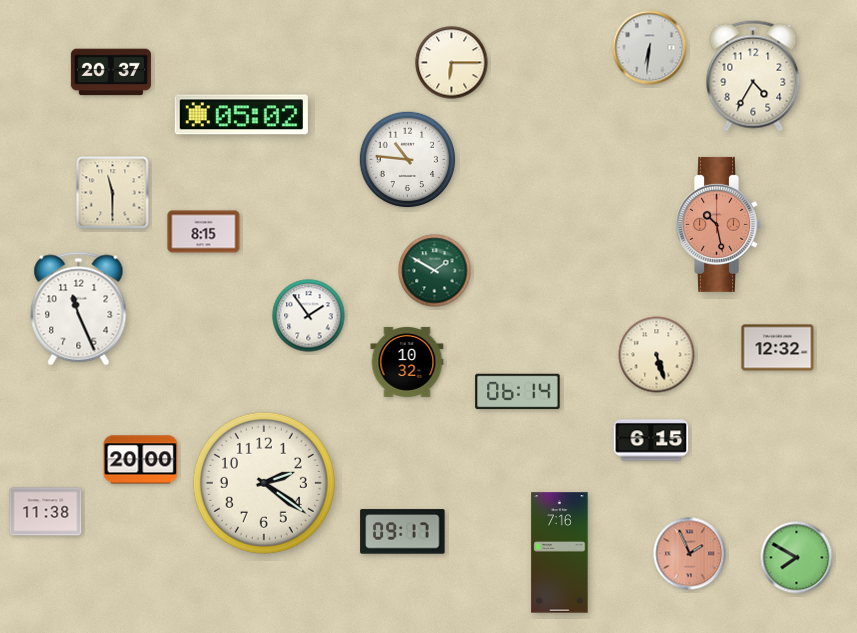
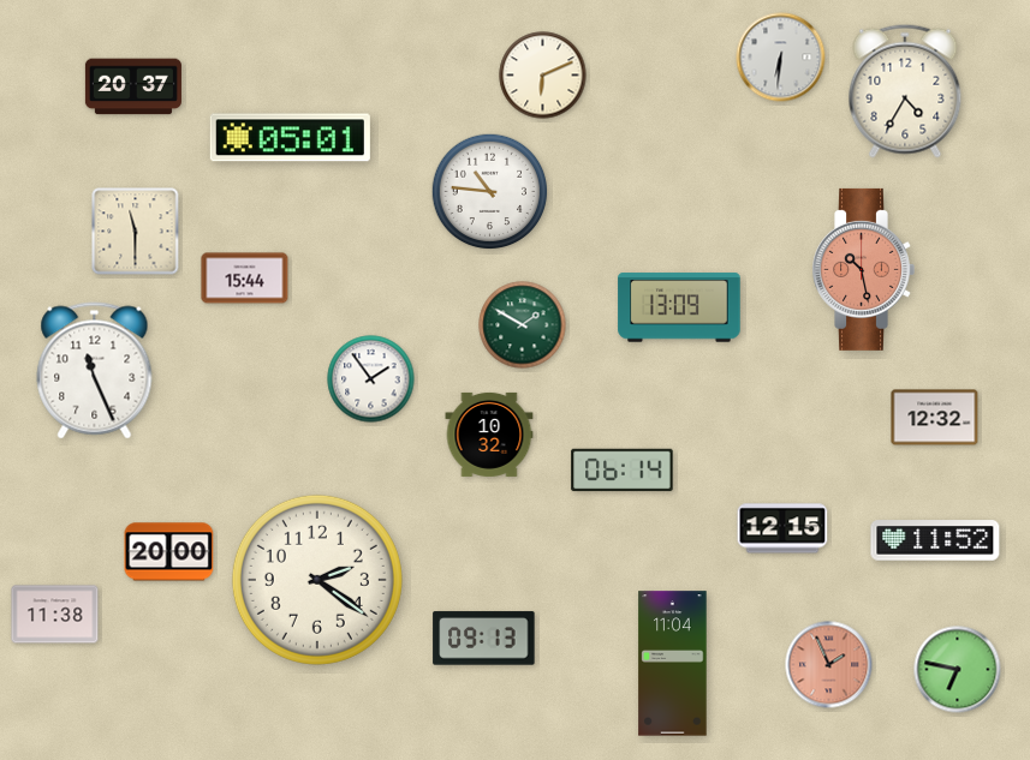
clock at (452, 63): 6:15 -> 6:11
clock at (241, 115): 05:02 -> 05:01
clock at (204, 232): 8:15 -> 15:44
clock at (679, 307): none -> 13:09
clock at (657, 355): 5:27 -> none
clock at (651, 440): 6:15 -> 12:15
clock at (935, 540): none -> 11:52
clock at (403, 532): 09:17 -> 09:13
clock at (560, 553): 7:16 -> 11:04
clock at (797, 558): 7:50 -> 6:47
